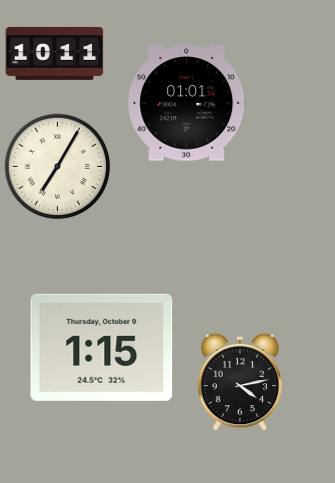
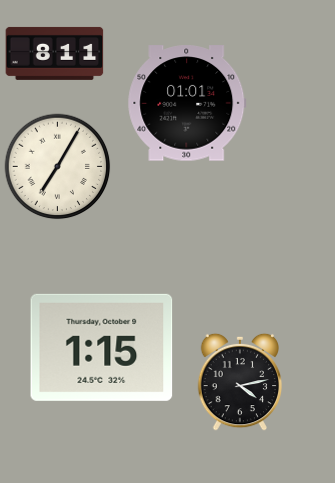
clock at (55, 53): 10:11 -> 8:11
